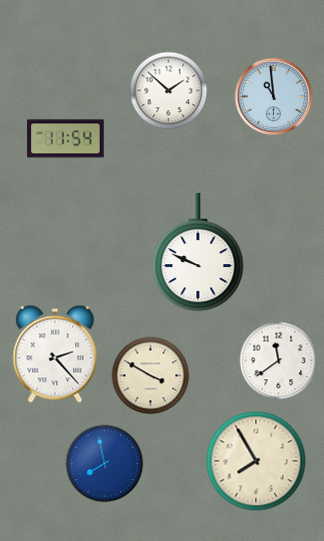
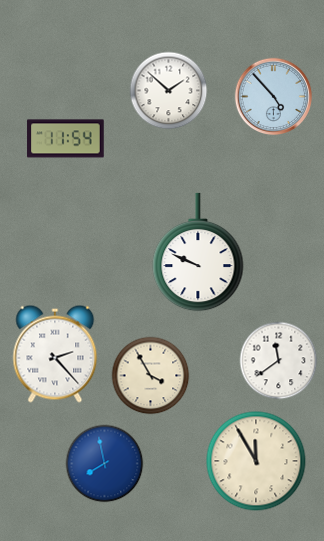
clock at (273, 96): 10:59 -> 4:53
clock at (150, 375): 3:50 -> 3:55
clock at (256, 461): 7:55 -> 11:55
